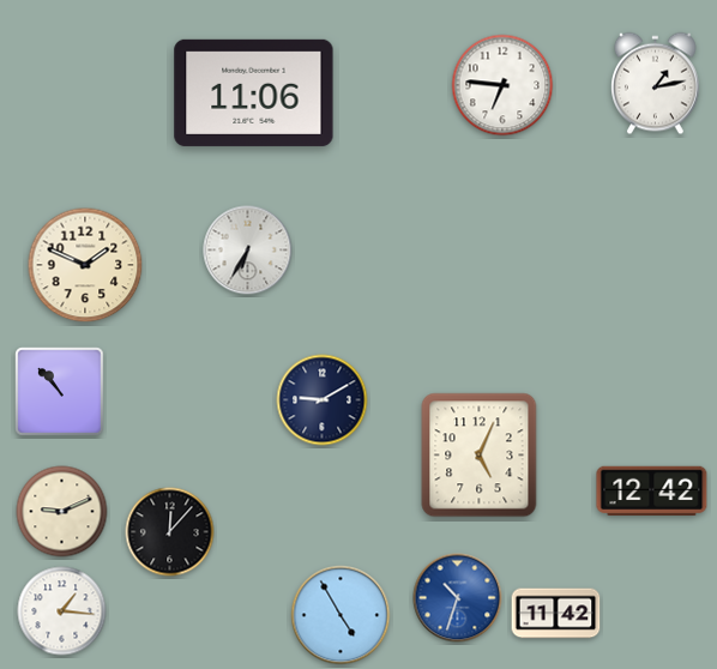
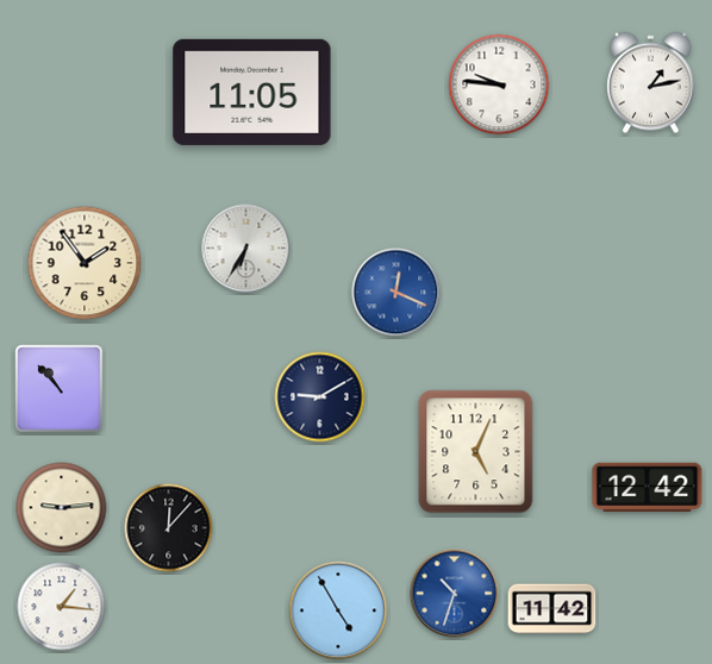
clock at (502, 85): 6:46 -> 9:46
clock at (254, 92): 11:06 -> 11:05
clock at (85, 265): 1:49 -> 1:54
clock at (396, 293): none -> 12:19
clock at (62, 512): 9:11 -> 9:14
